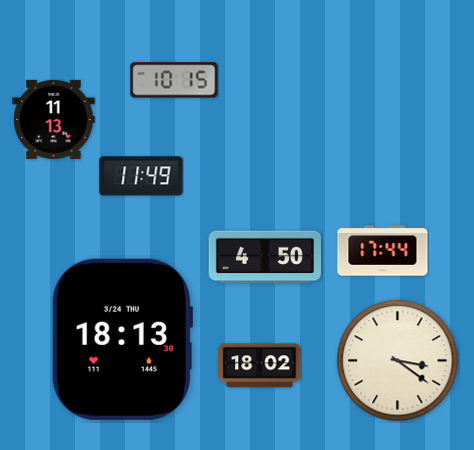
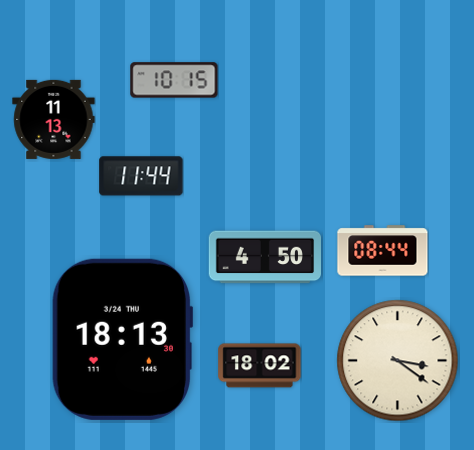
clock at (141, 176): 11:49 -> 11:44
clock at (383, 251): 17:44 -> 08:44
